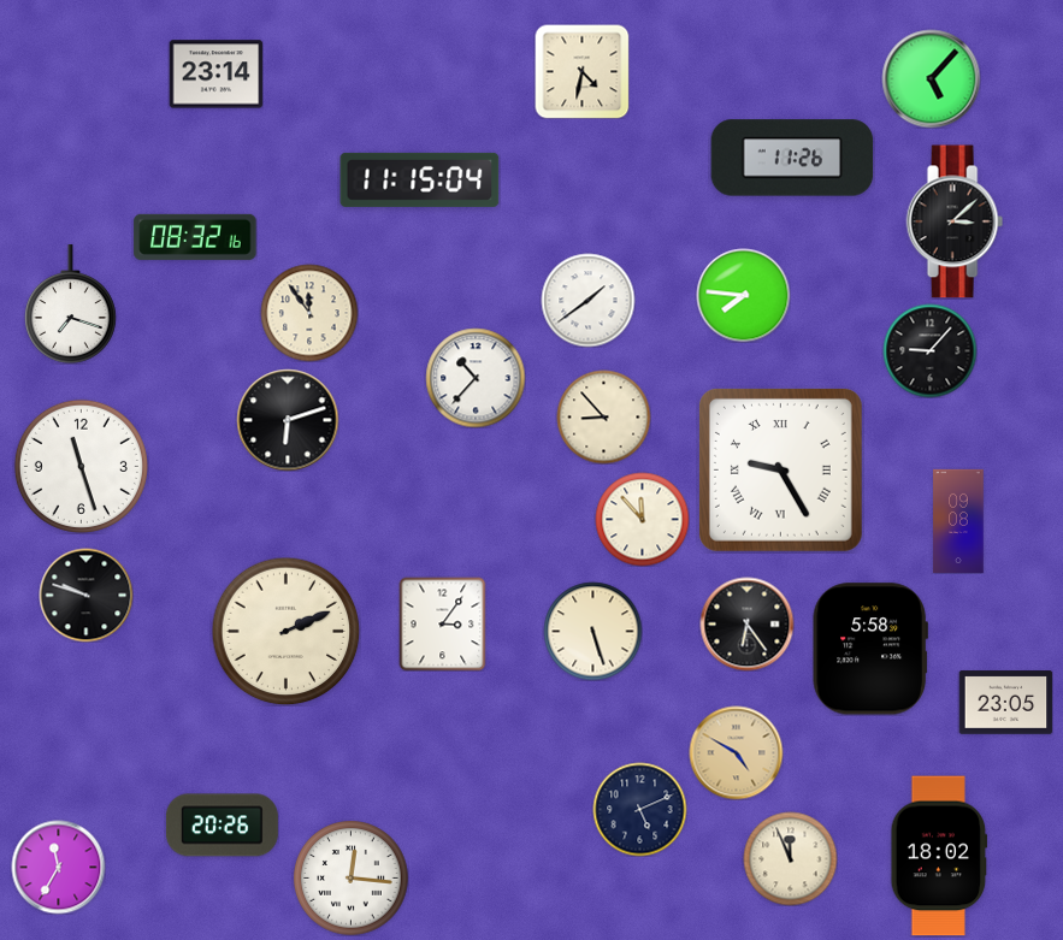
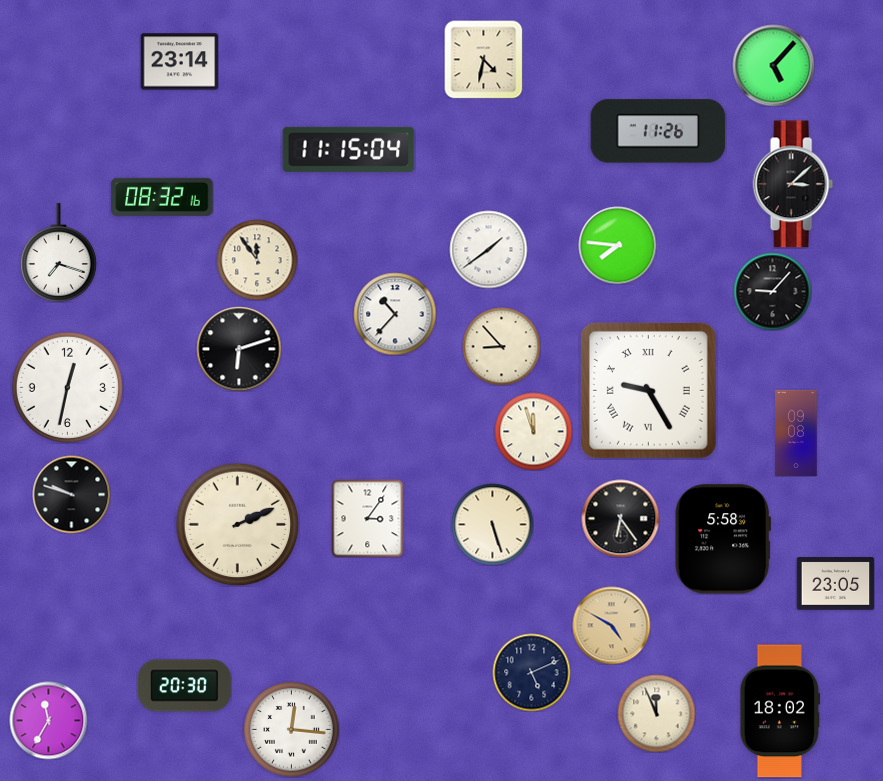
clock at (81, 466): 11:27 -> 12:32
clock at (642, 519): 11:53 -> 11:57
clock at (222, 826): 20:26 -> 20:30
